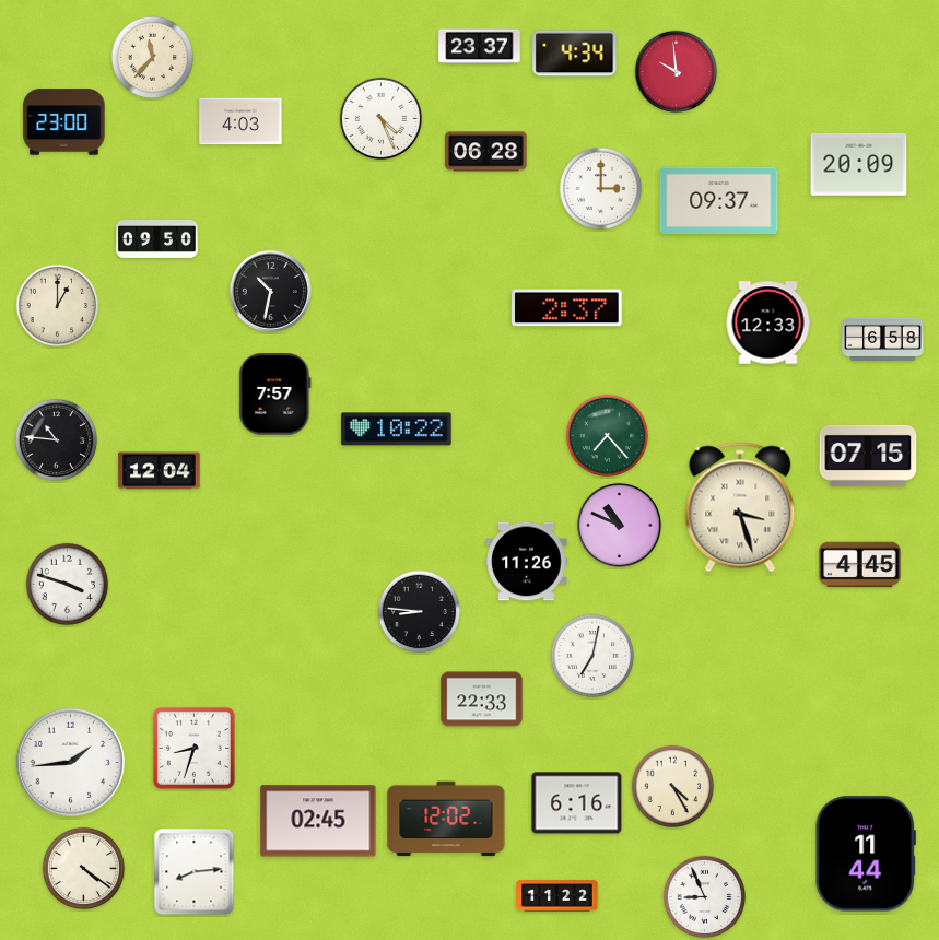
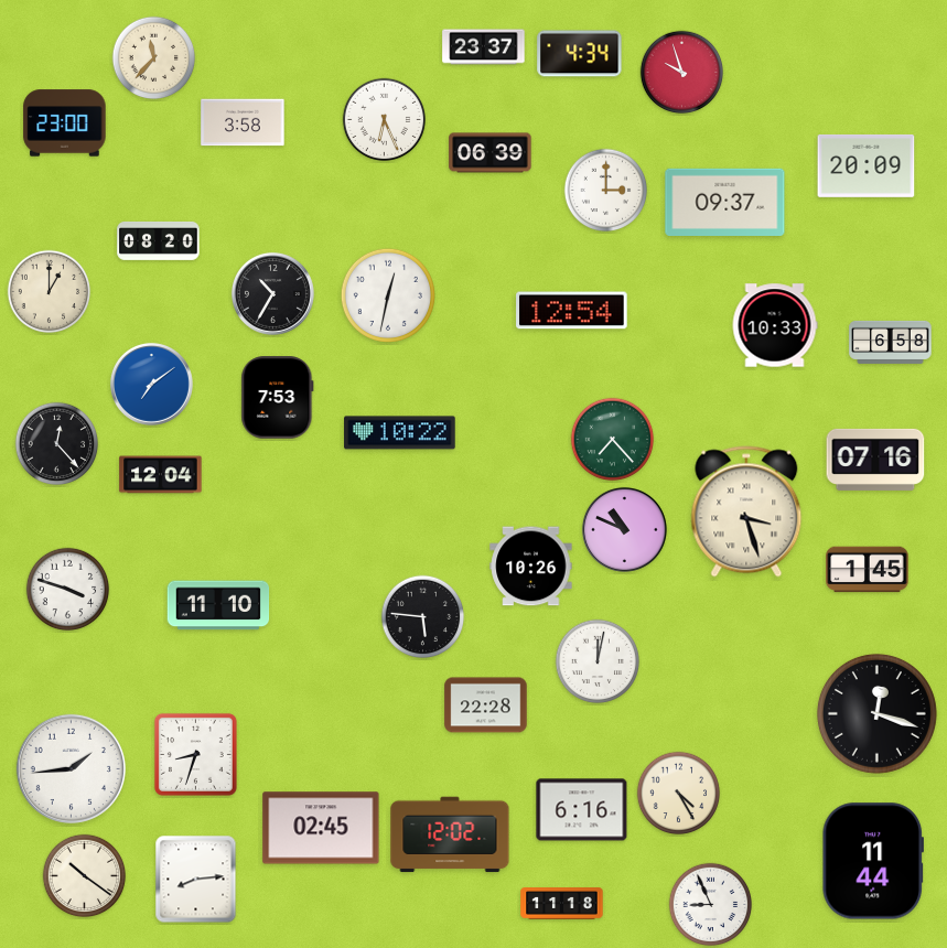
clock at (677, 72): 9:59 -> 9:57
clock at (382, 119): 4:26 -> 6:26
clock at (240, 121): 4:03 -> 3:58
clock at (486, 152): 06:28 -> 06:39
clock at (157, 238): 09:50 -> 08:20
clock at (270, 291): 10:32 -> 10:35
clock at (388, 295): none -> 12:32
clock at (58, 306) position: (58, 306) -> (50, 292)
clock at (567, 308): 2:37 -> 12:54
clock at (768, 322): 12:33 -> 10:33
clock at (151, 384): none -> 7:09
clock at (275, 395): 7:57 -> 7:53
clock at (57, 440): 10:46 -> 12:23
clock at (868, 456): 07:15 -> 07:16
clock at (527, 562): 11:26 -> 10:26
clock at (860, 565): 4:45 -> 1:45
clock at (218, 605): none -> 11:10
clock at (420, 612): 8:46 -> 5:46
clock at (592, 656): 7:02 -> 12:02
clock at (482, 700): 22:33 -> 22:28
clock at (876, 713): none -> 12:18
clock at (446, 819) position: (446, 819) -> (450, 834)
clock at (84, 869): 4:21 -> 10:21
clock at (557, 896): 11:22 -> 11:18
